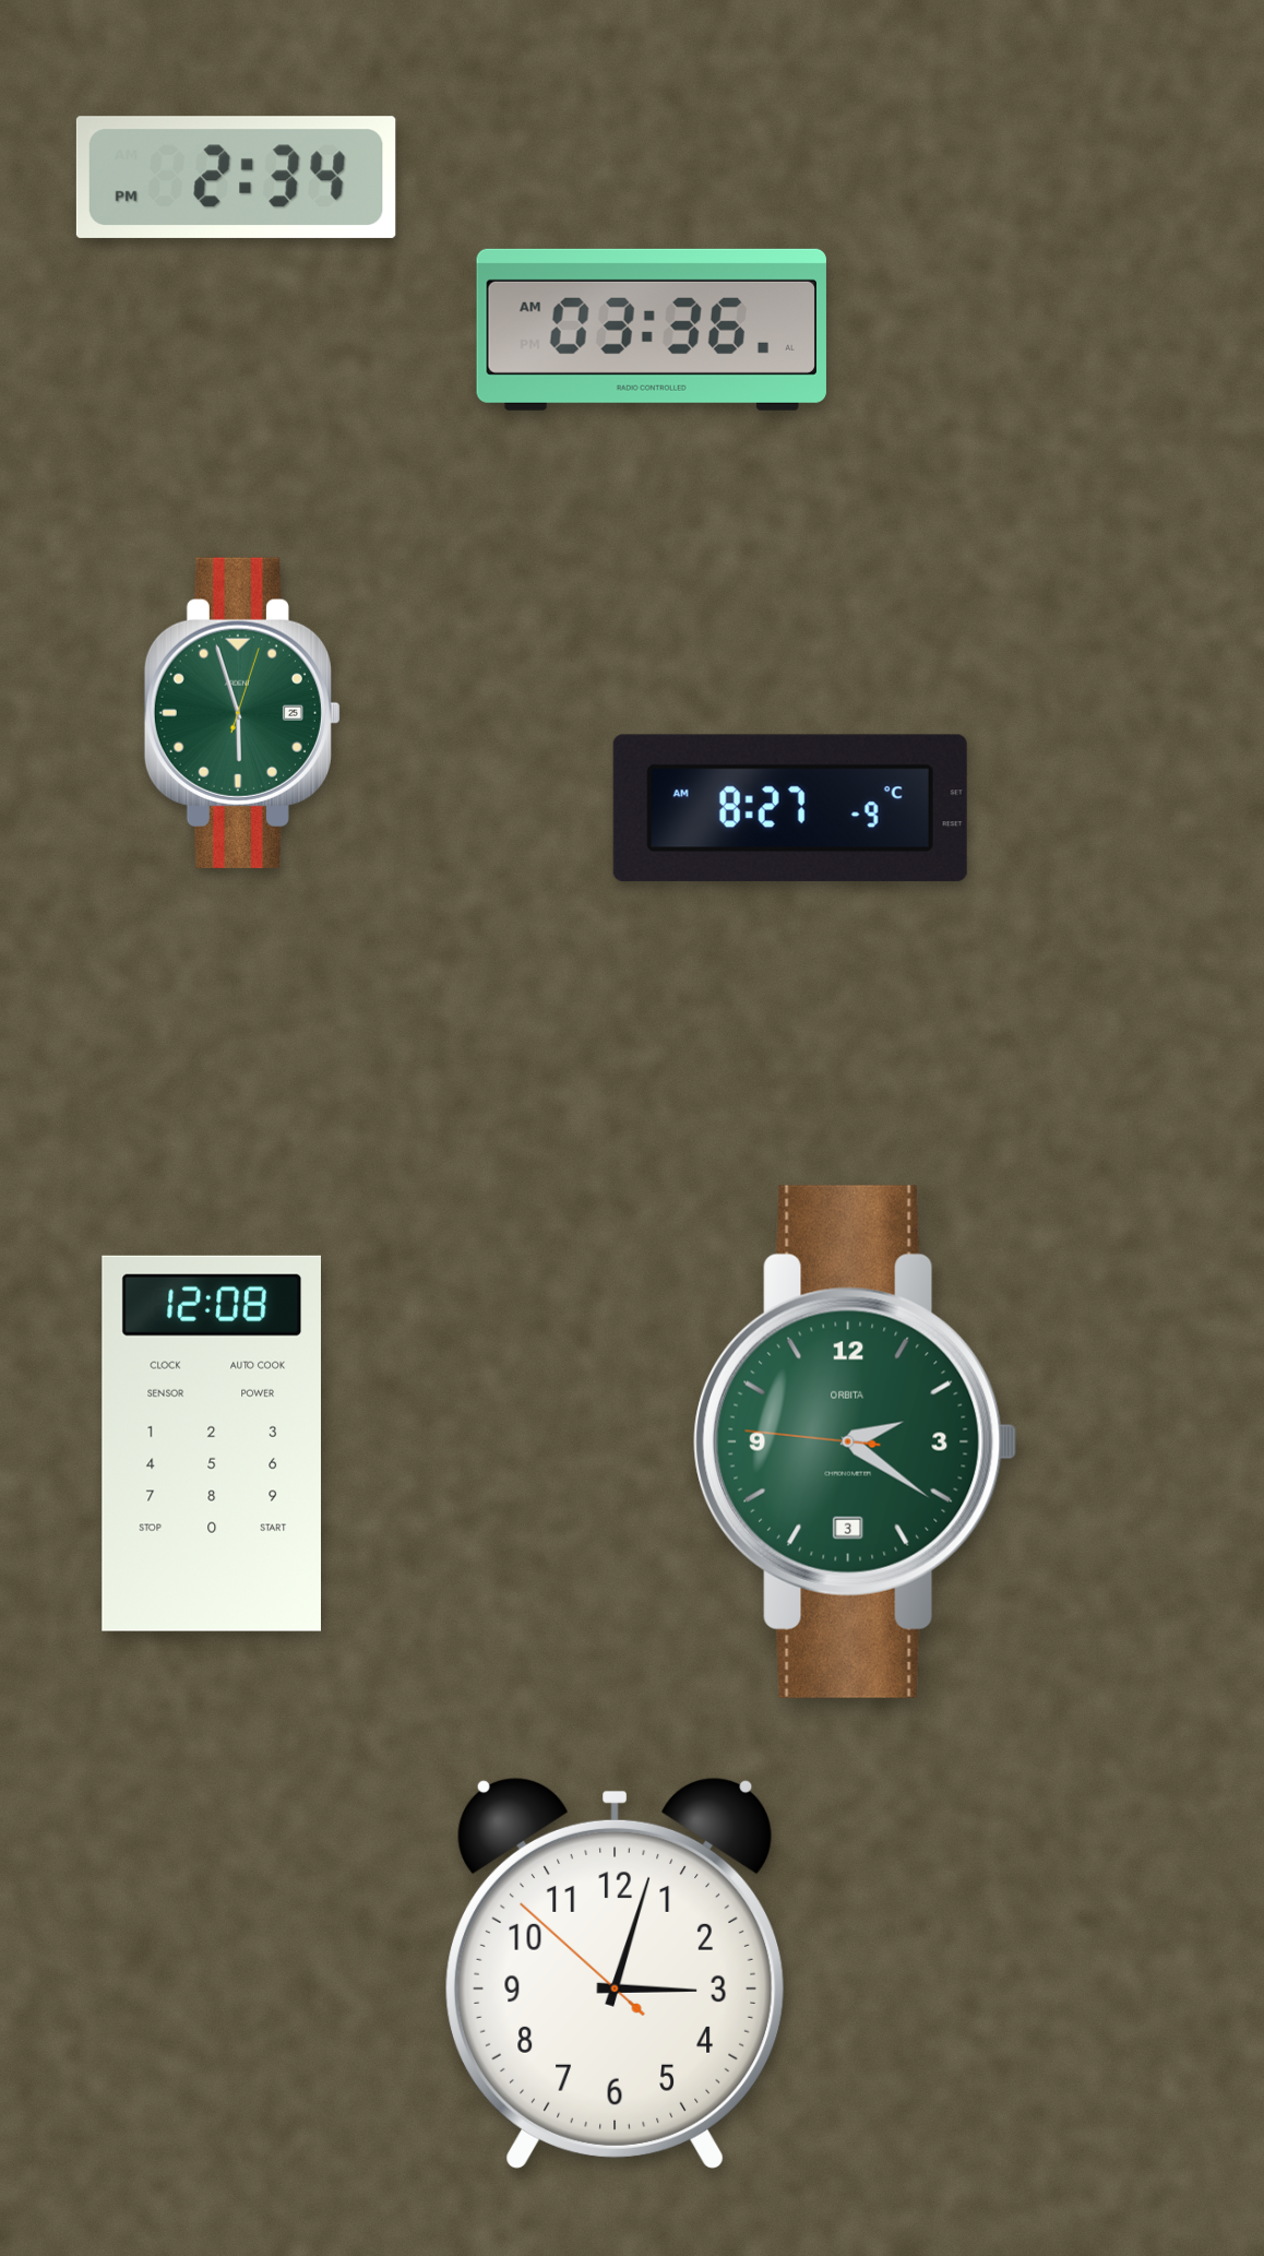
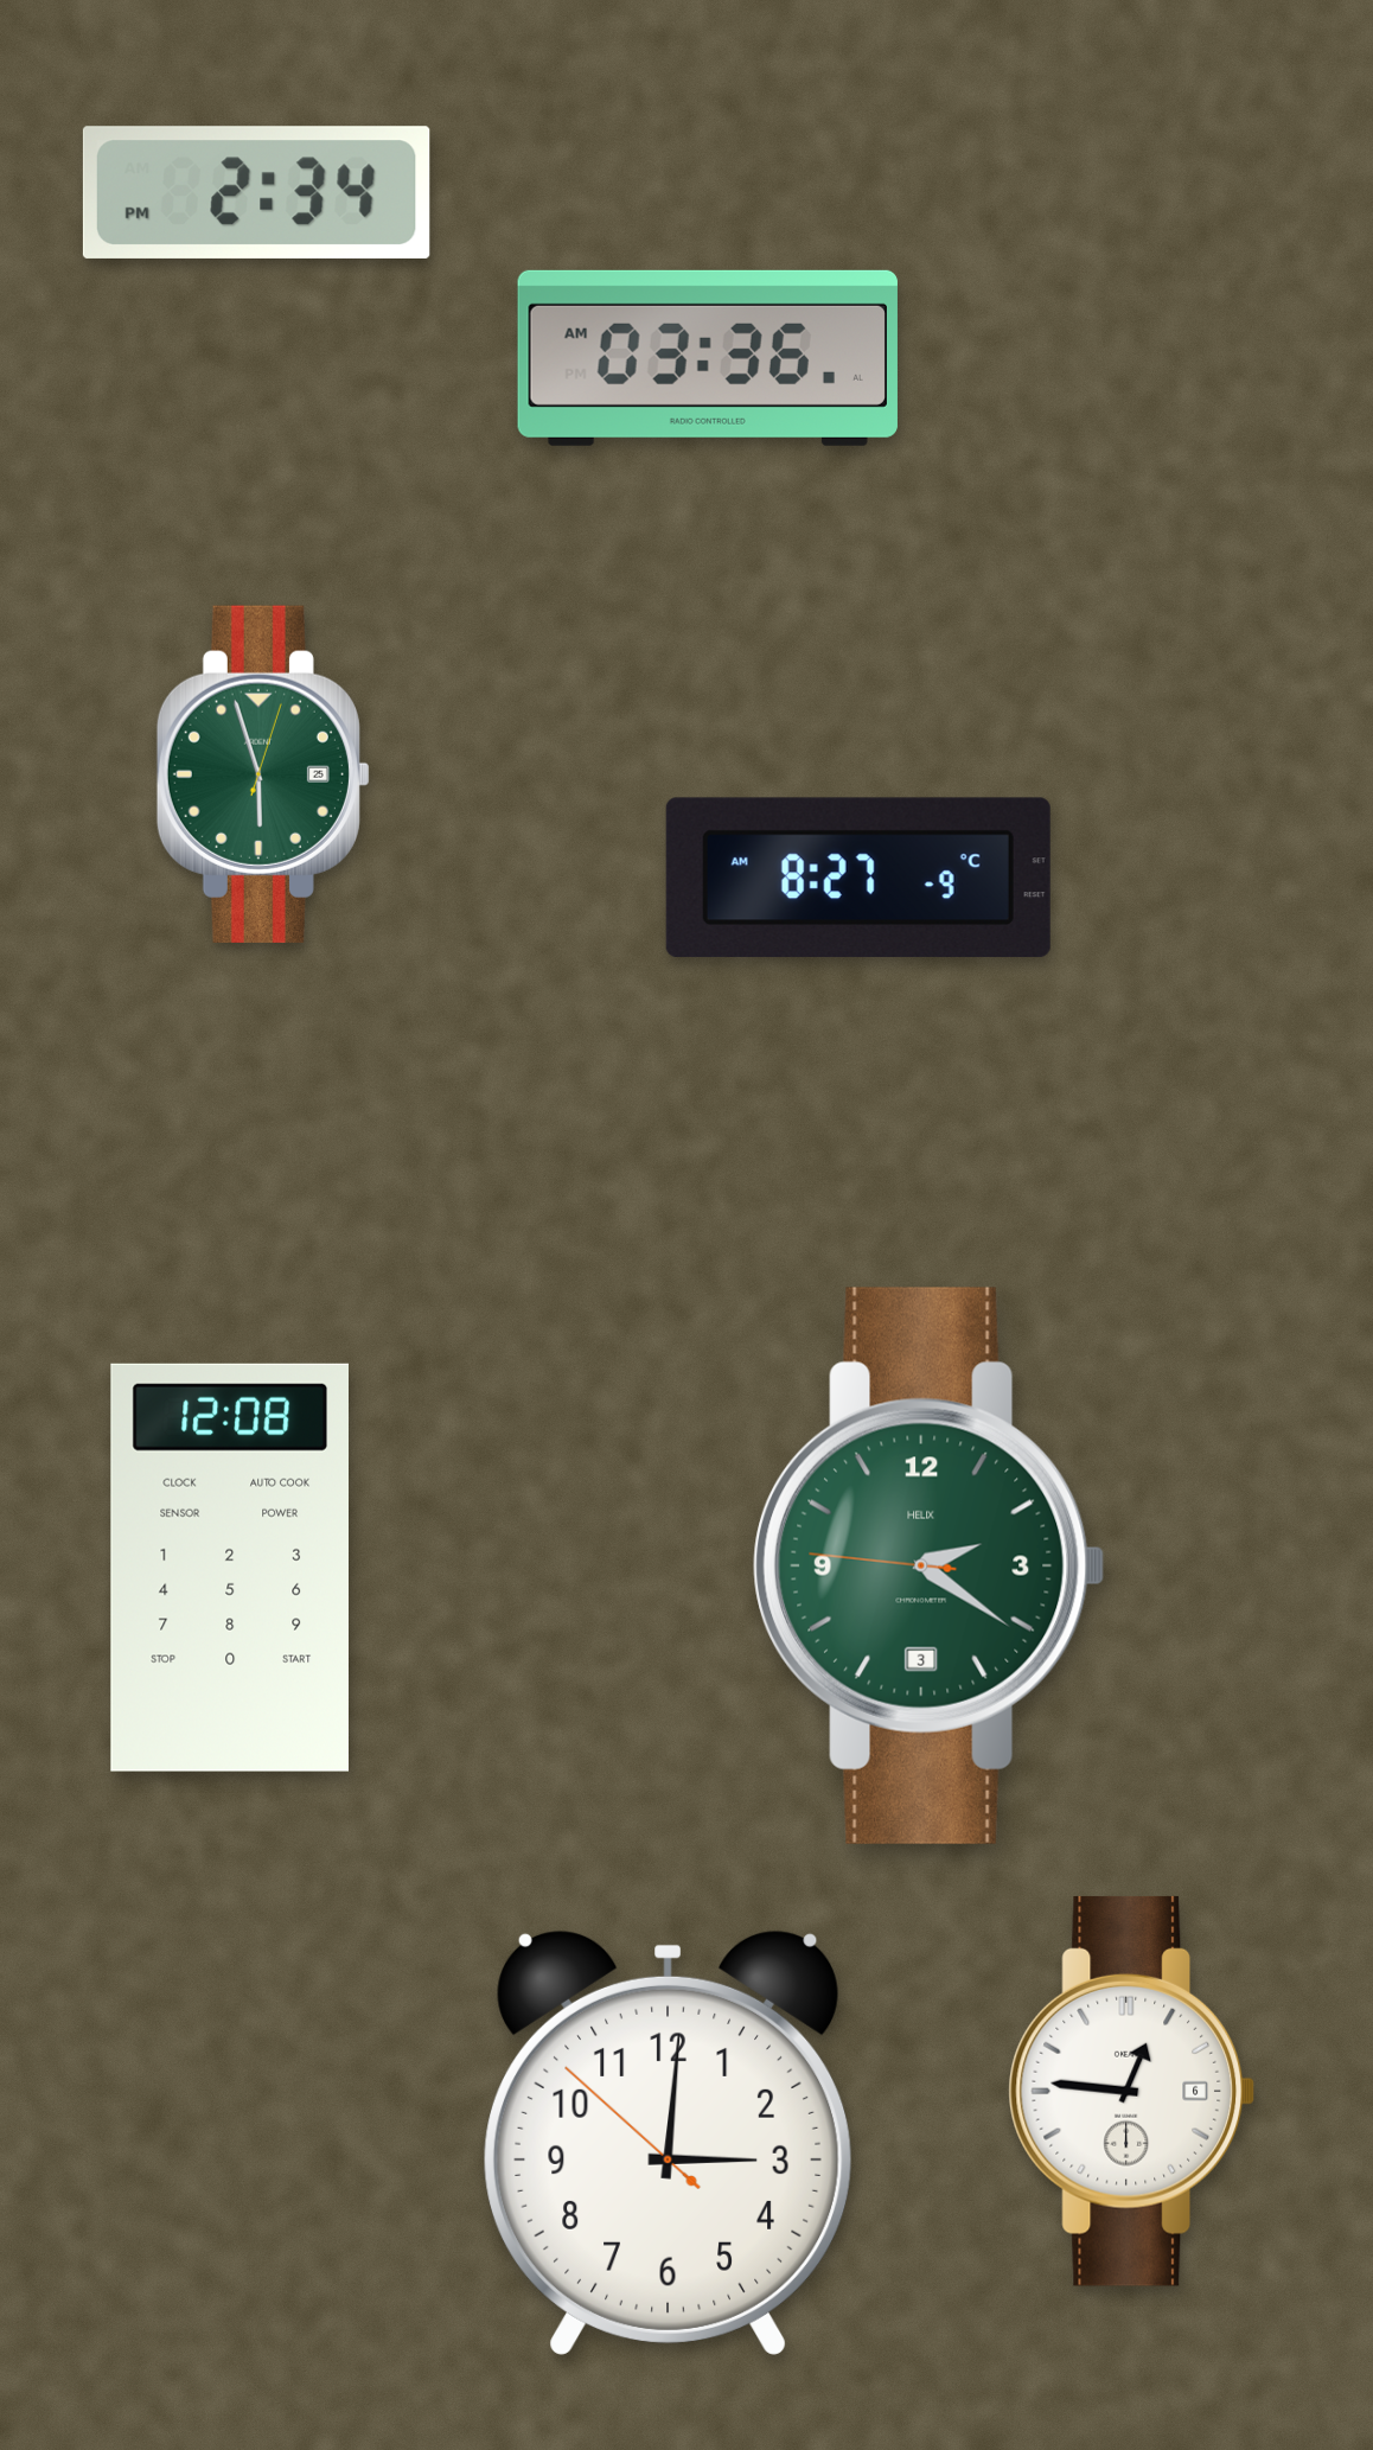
clock at (856, 1441) brand: ORBITA -> HELIX
clock at (1132, 2091): none -> 12:46
clock at (616, 1973): 3:02 -> 3:00
